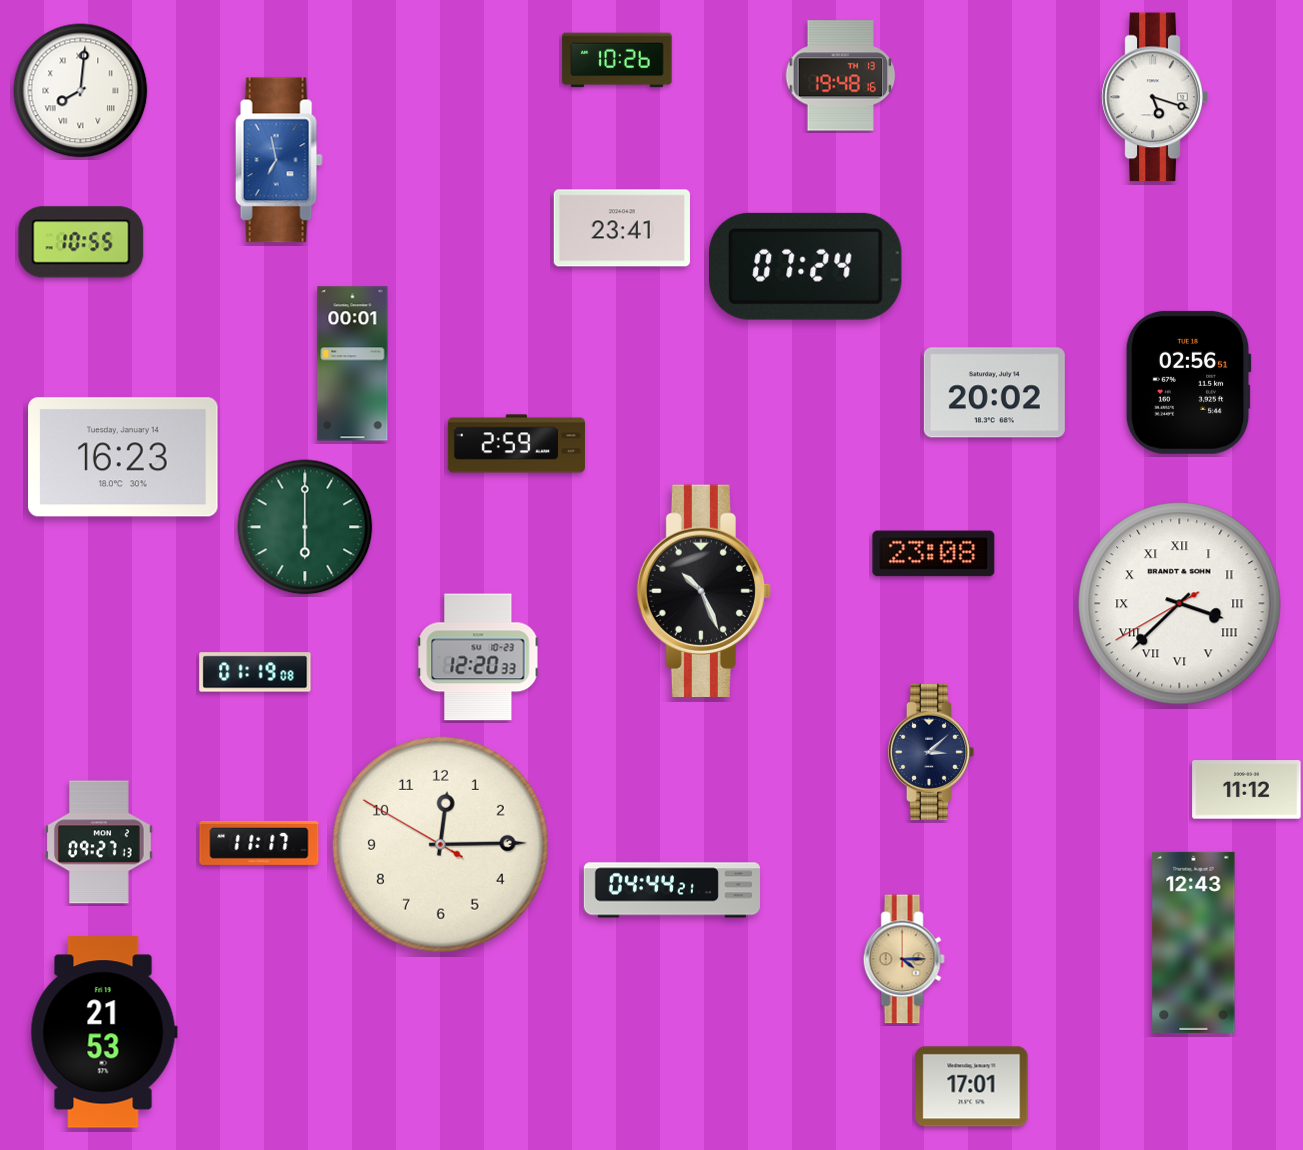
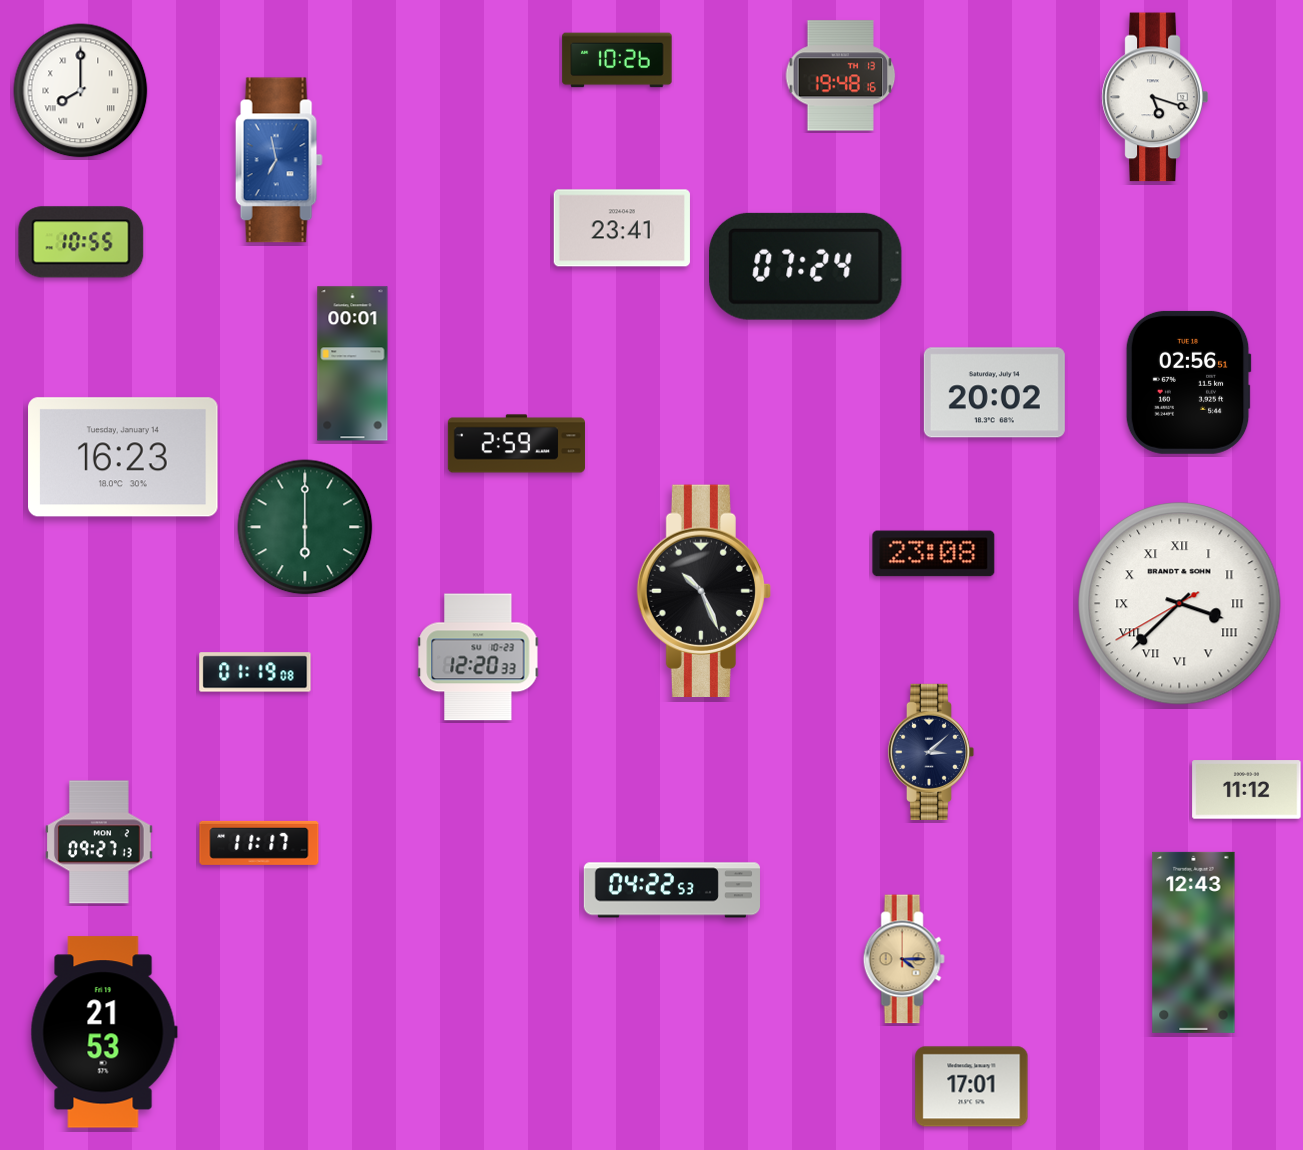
clock at (81, 91): 8:01 -> 8:00
clock at (440, 844): 12:14 -> none
clock at (671, 890): 04:44 -> 04:22
